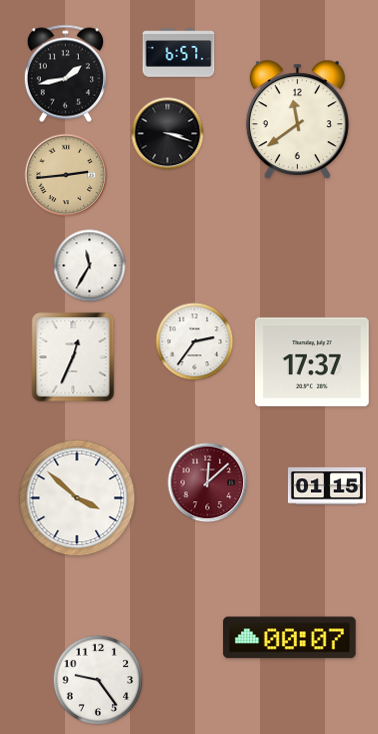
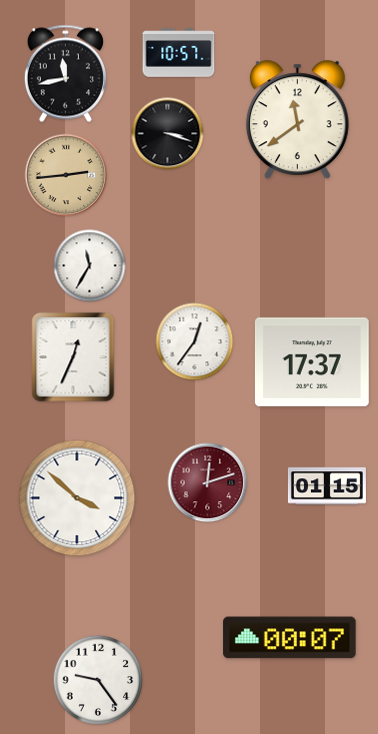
clock at (179, 53): 6:57 -> 10:57
clock at (65, 74): 1:43 -> 11:43
clock at (195, 342): 2:36 -> 12:36
clock at (208, 483): 12:08 -> 12:12
